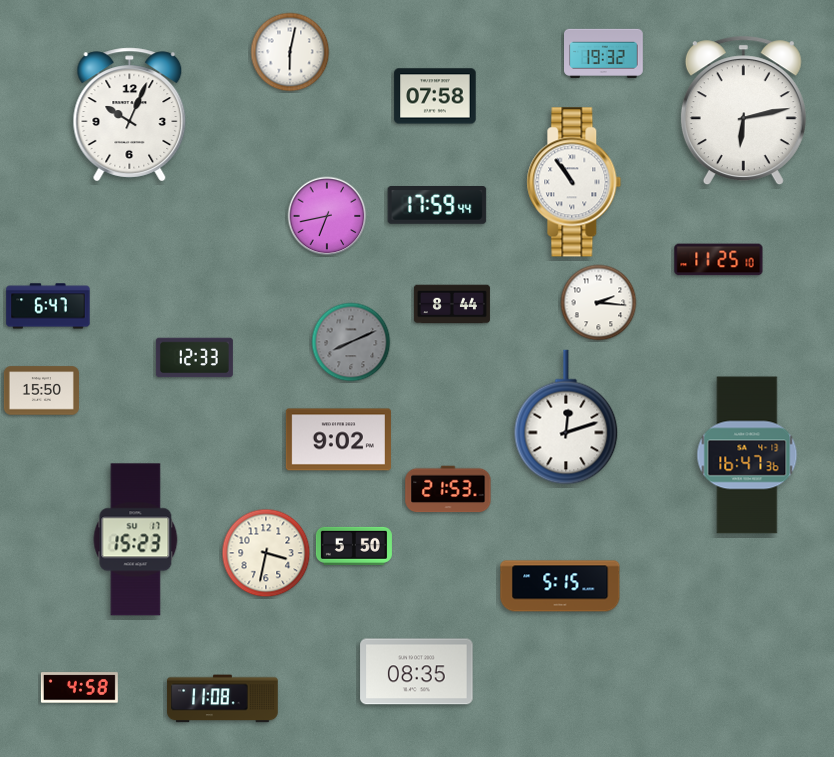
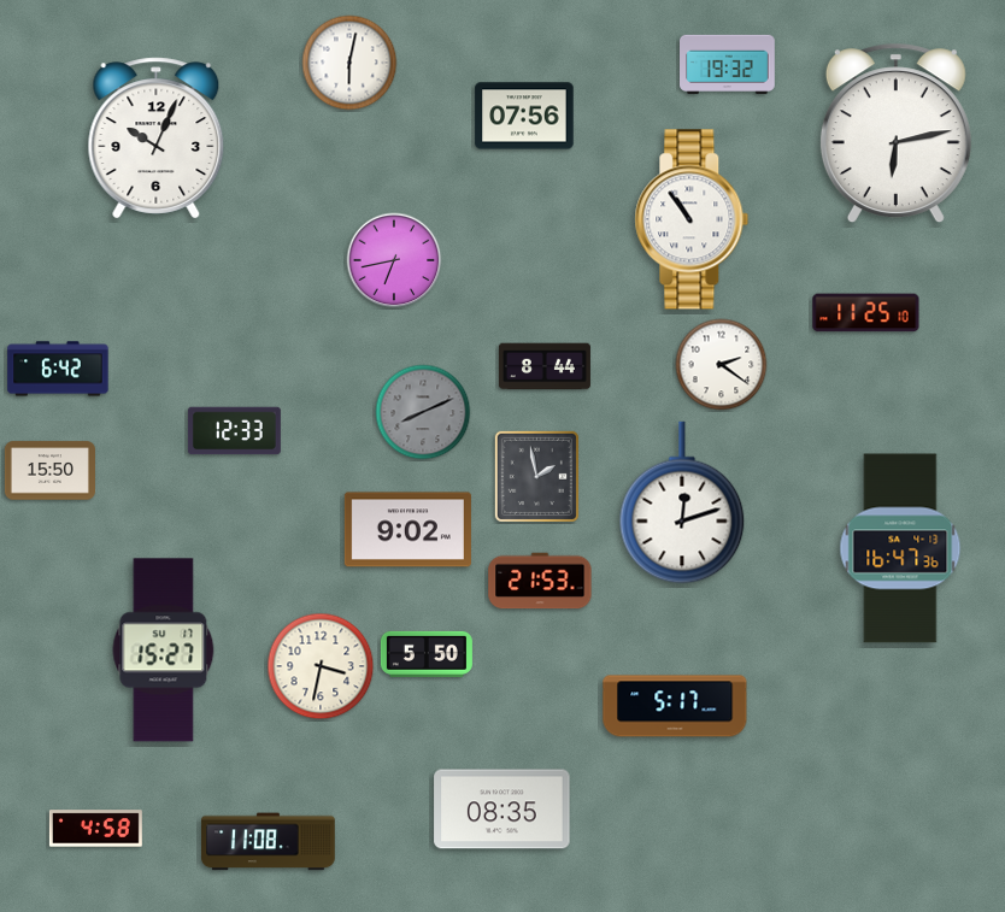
clock at (435, 96): 07:58 -> 07:56
clock at (437, 206): 17:59 -> none
clock at (599, 303): 2:16 -> 2:21
clock at (48, 306): 6:47 -> 6:42
clock at (536, 476): none -> 1:58
clock at (448, 489) position: (448, 489) -> (540, 581)
clock at (136, 540): 15:23 -> 15:27
clock at (354, 546) position: (354, 546) -> (427, 654)
clock at (560, 586): 5:15 -> 5:17
